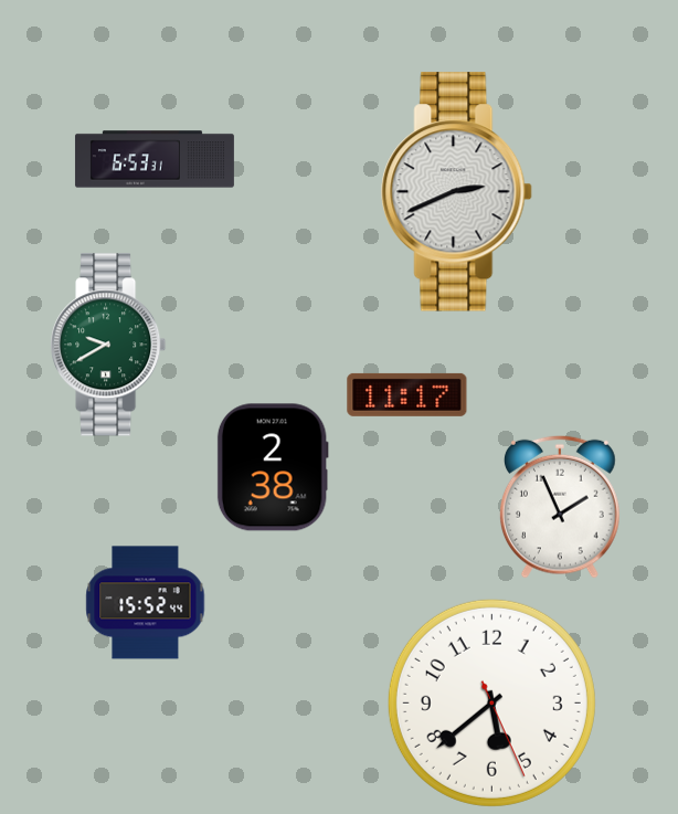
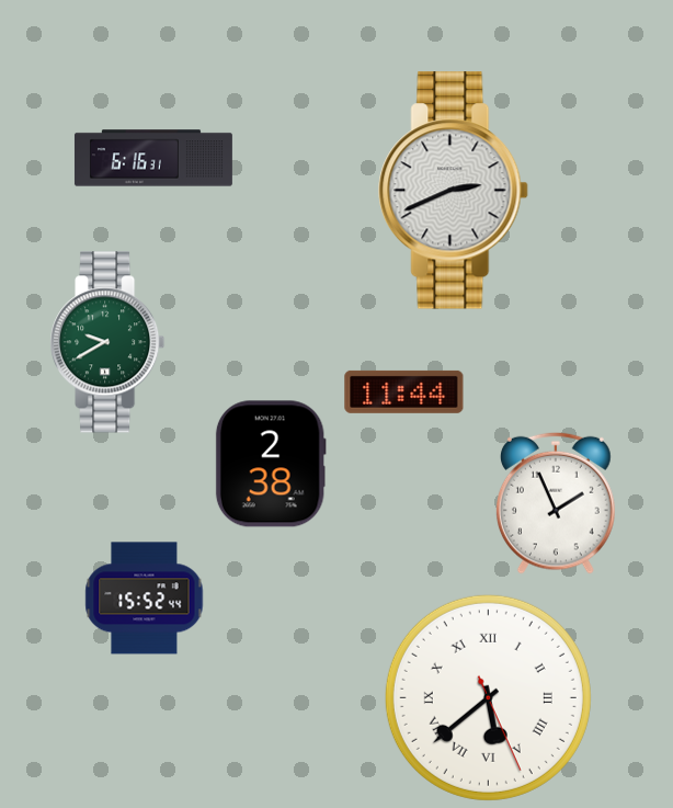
clock at (155, 159): 6:53 -> 6:16
clock at (407, 394): 11:17 -> 11:44
clock at (491, 702) numerals: Arabic -> Roman
